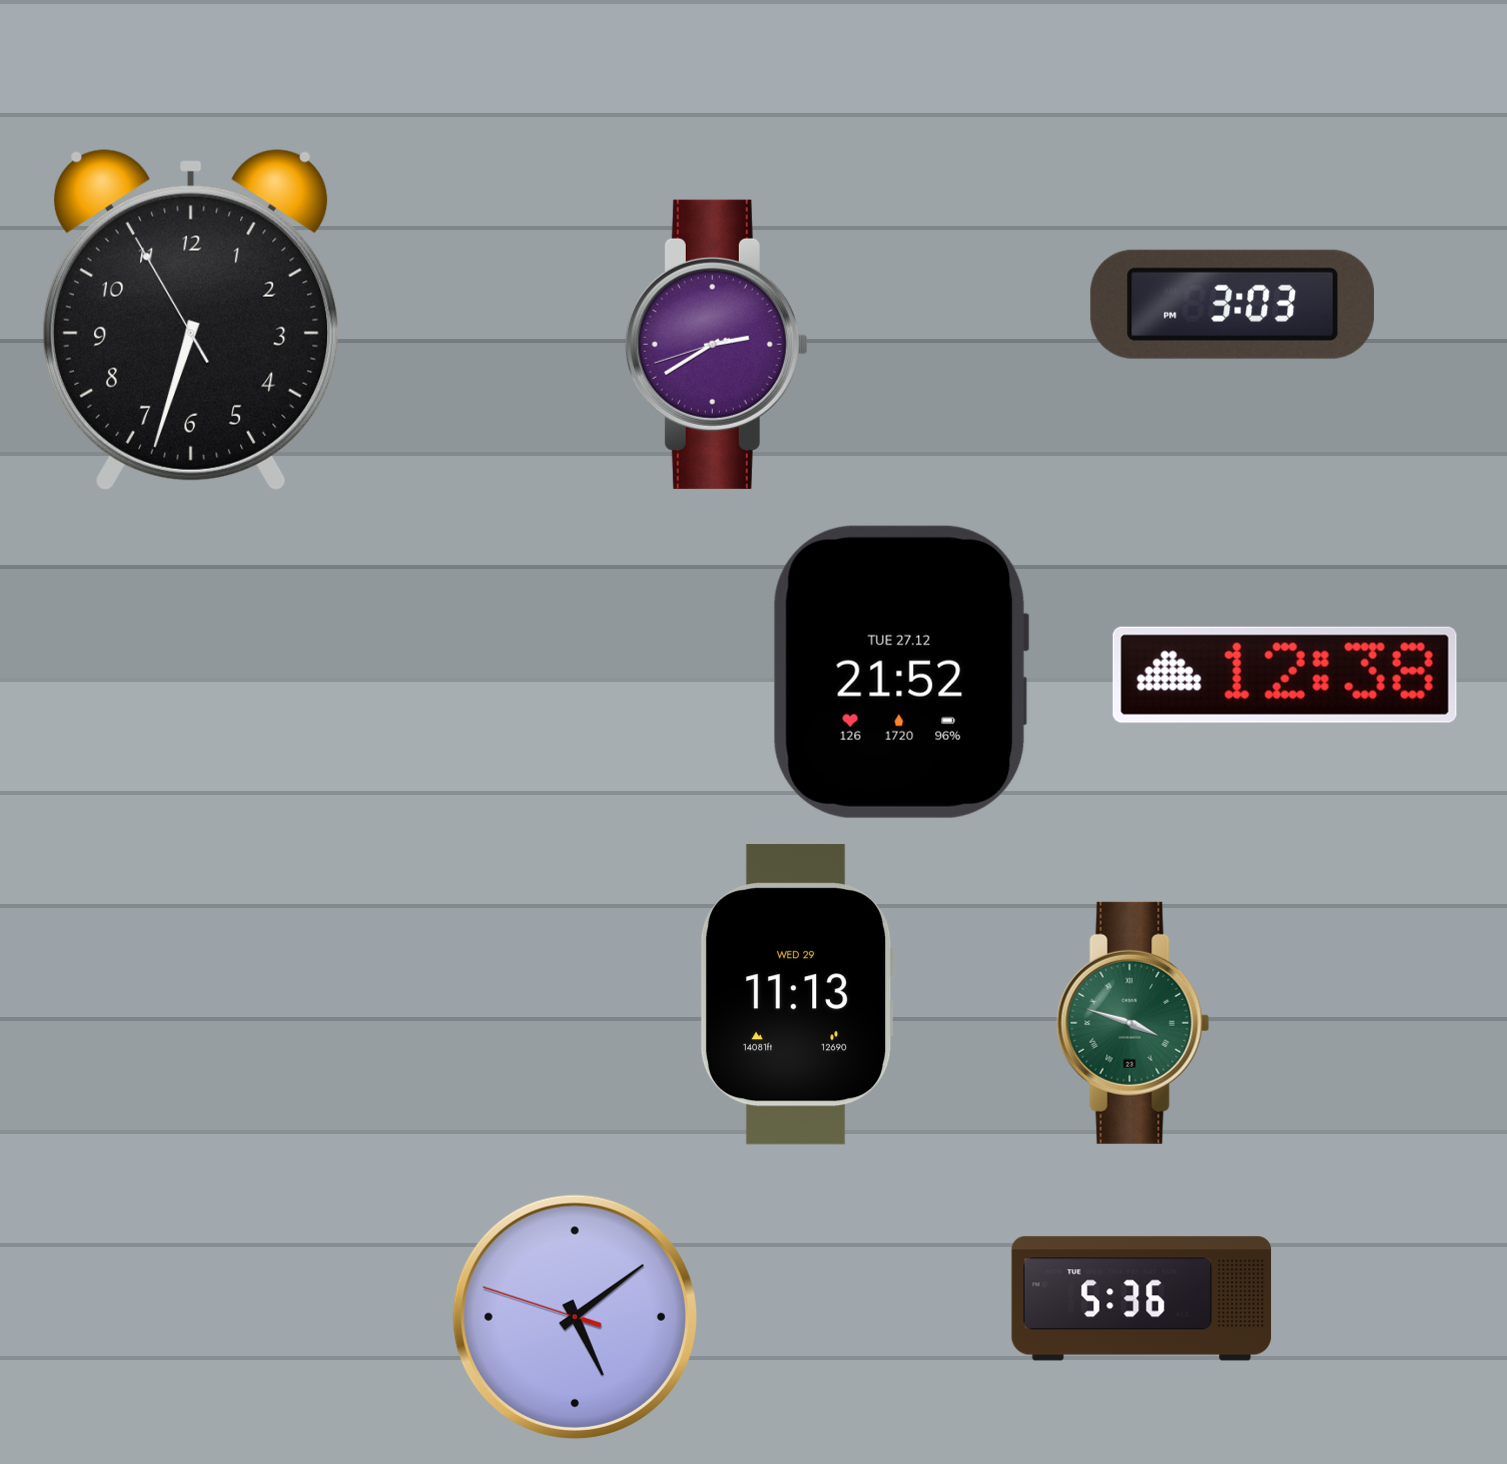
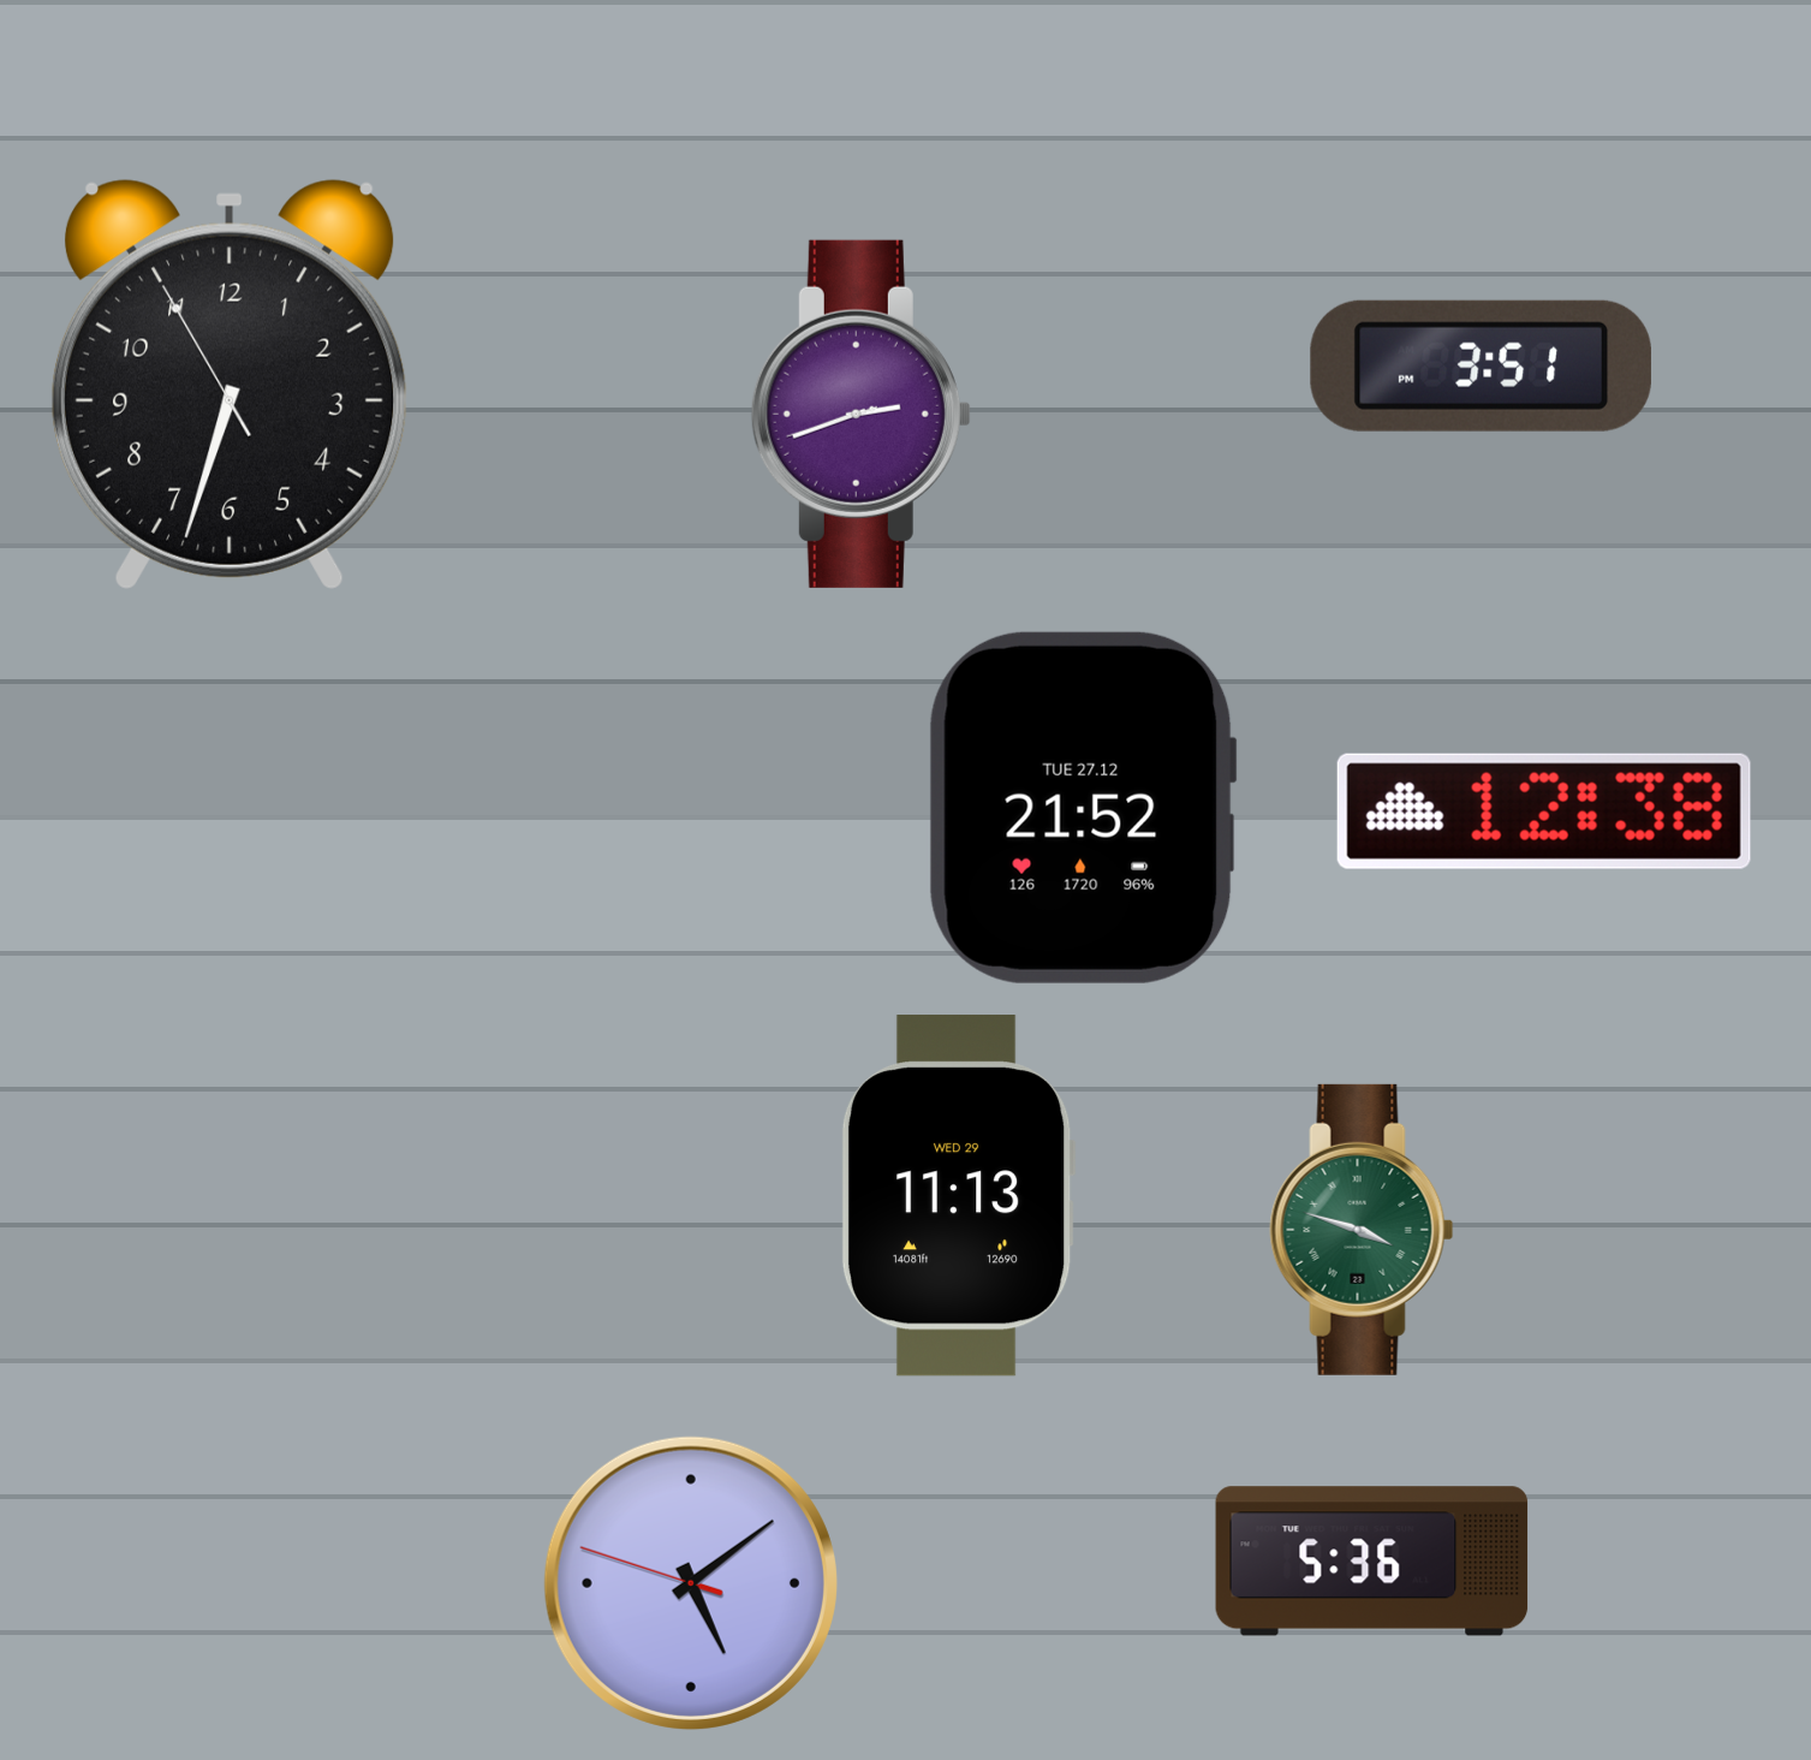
clock at (1232, 304): 3:03 -> 3:51
clock at (716, 344): 2:39 -> 2:41
